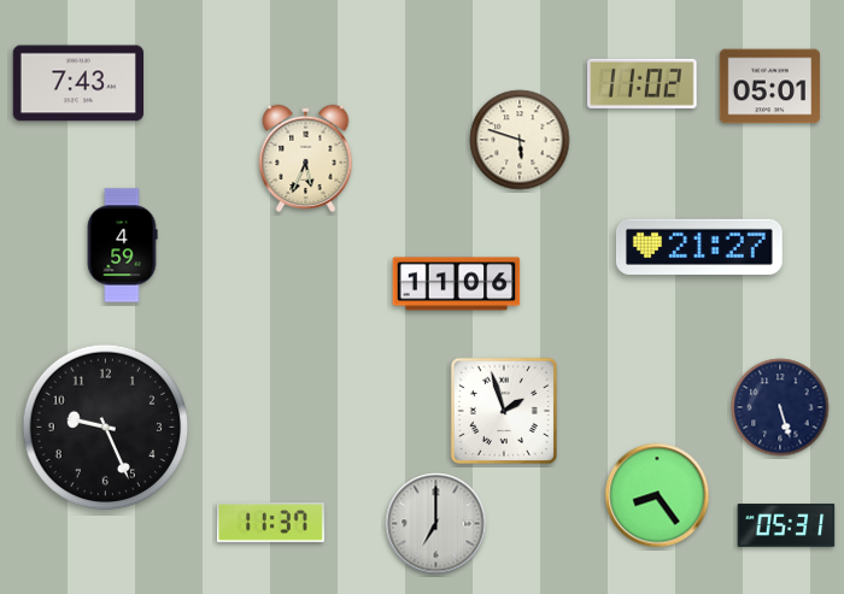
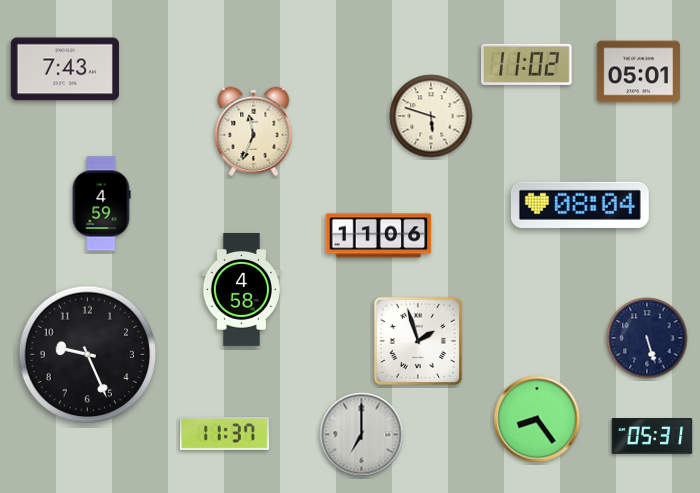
clock at (643, 83) position: (643, 83) -> (527, 64)
clock at (306, 158): 5:34 -> 11:34
clock at (699, 247): 21:27 -> 08:04
clock at (241, 290): none -> 4:58
clock at (657, 495) position: (657, 495) -> (537, 419)
